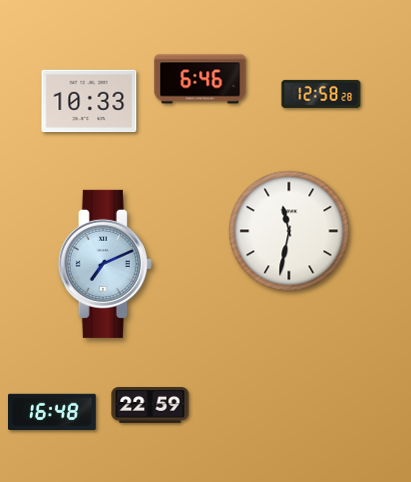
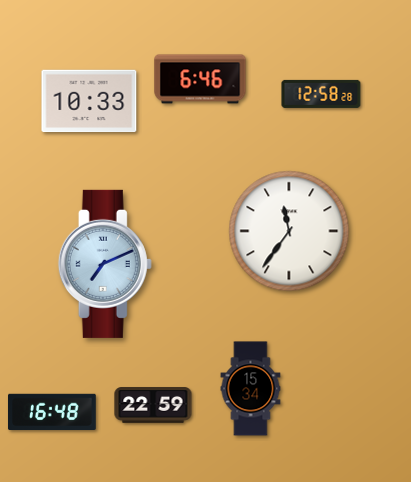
clock at (289, 231): 11:32 -> 11:36
clock at (251, 389): none -> 15:34
clock at (150, 405) position: (150, 405) -> (153, 405)
